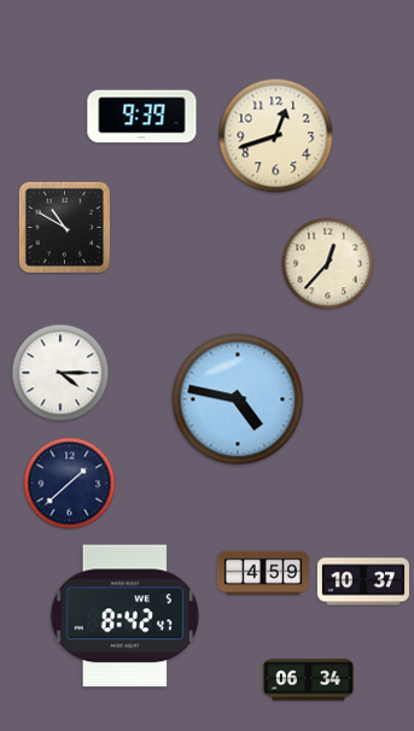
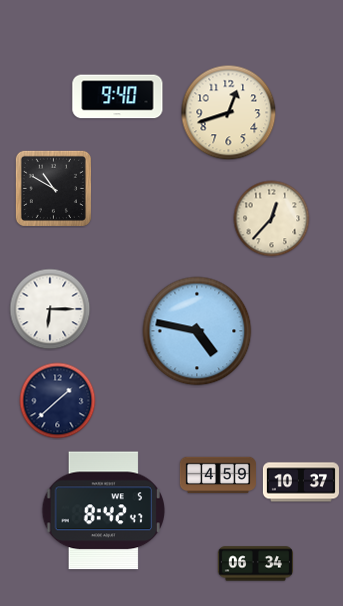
clock at (142, 117): 9:39 -> 9:40
clock at (60, 373): 4:15 -> 6:15
